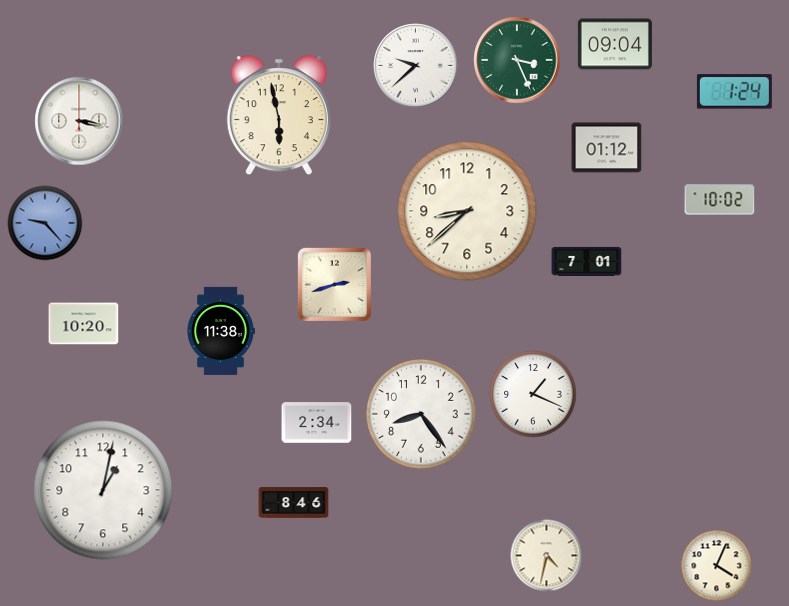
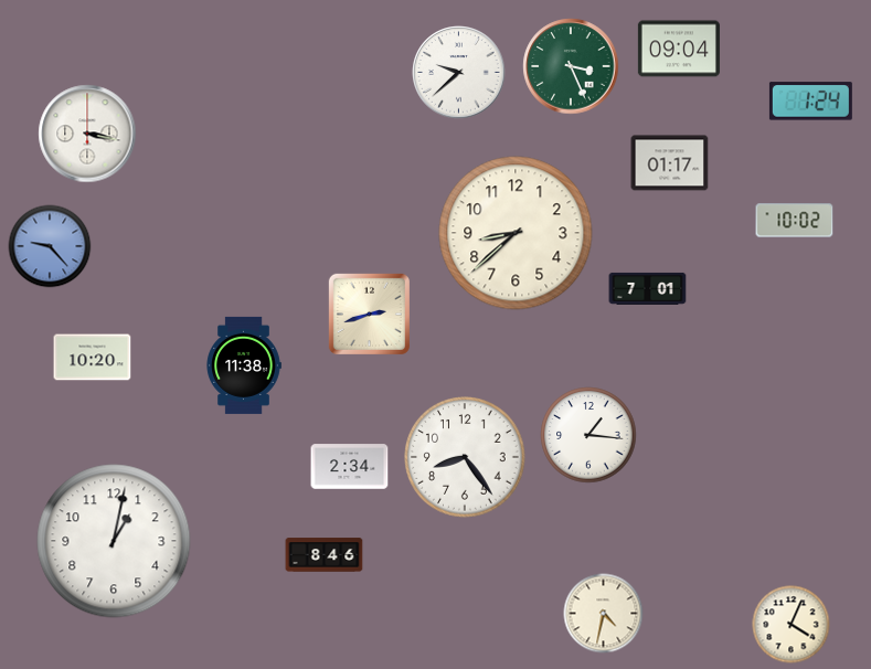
clock at (279, 116): 5:58 -> none
clock at (607, 148): 01:12 -> 01:17
clock at (533, 394): 1:19 -> 1:16
